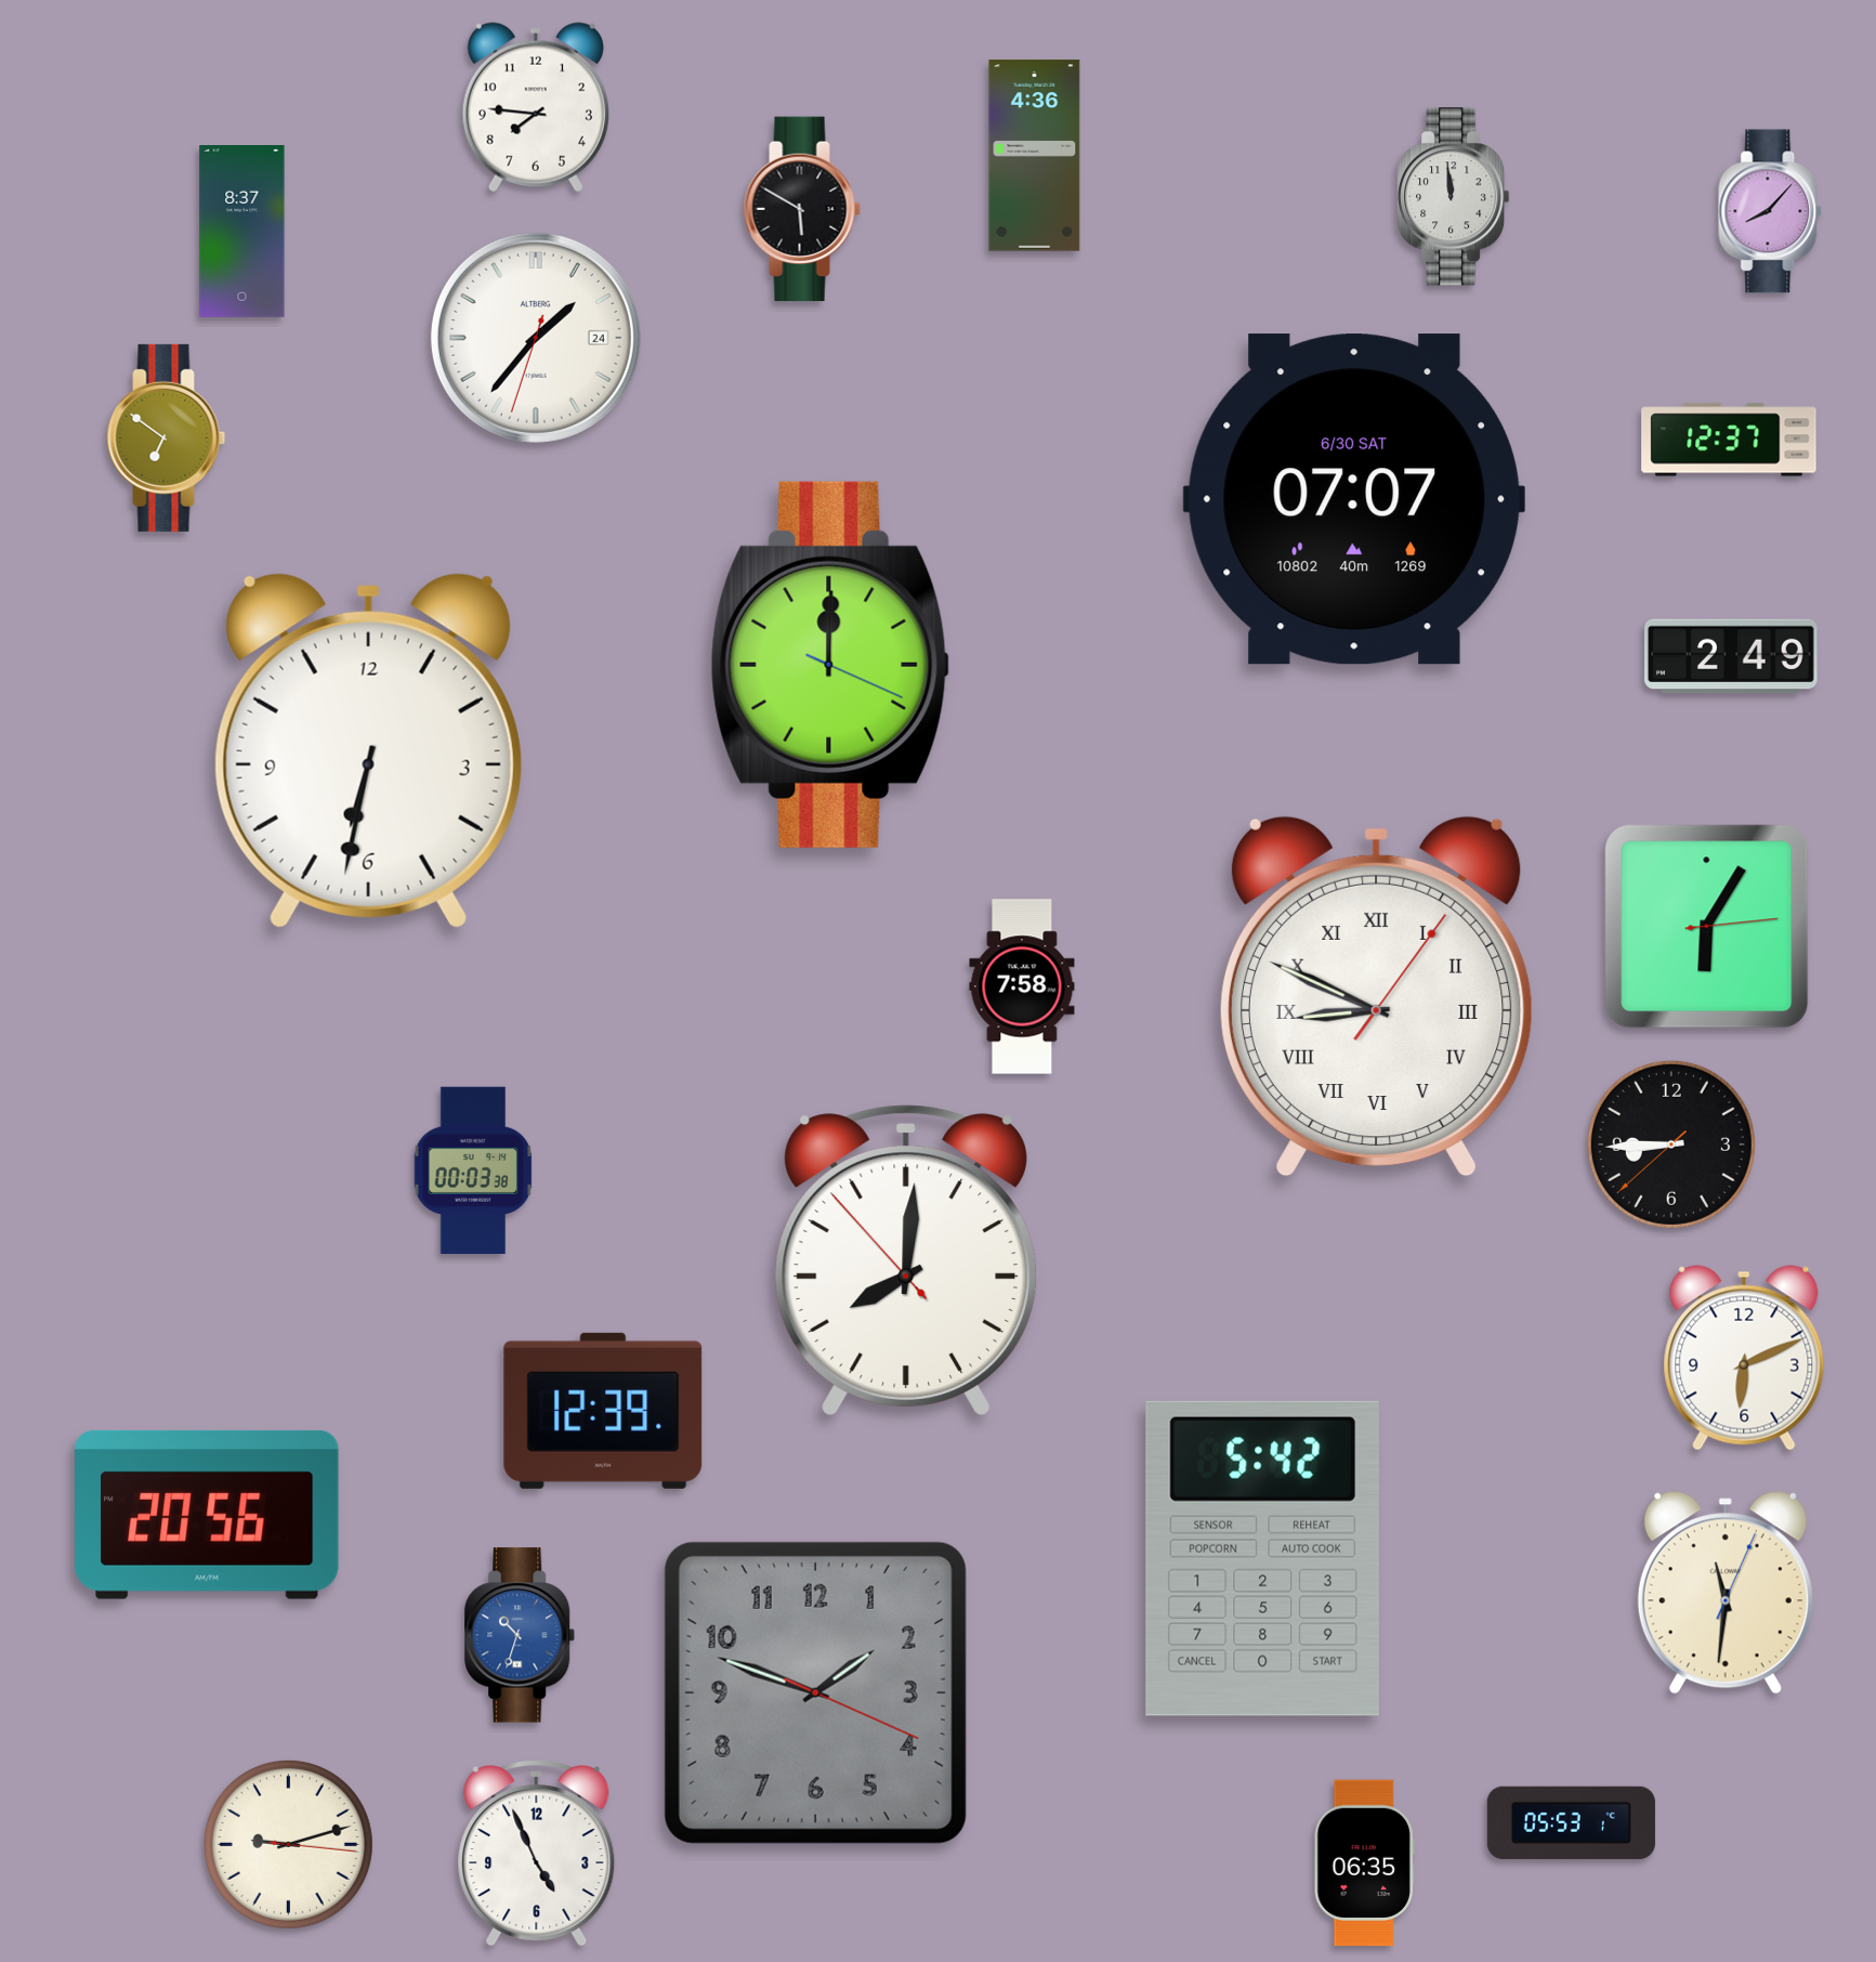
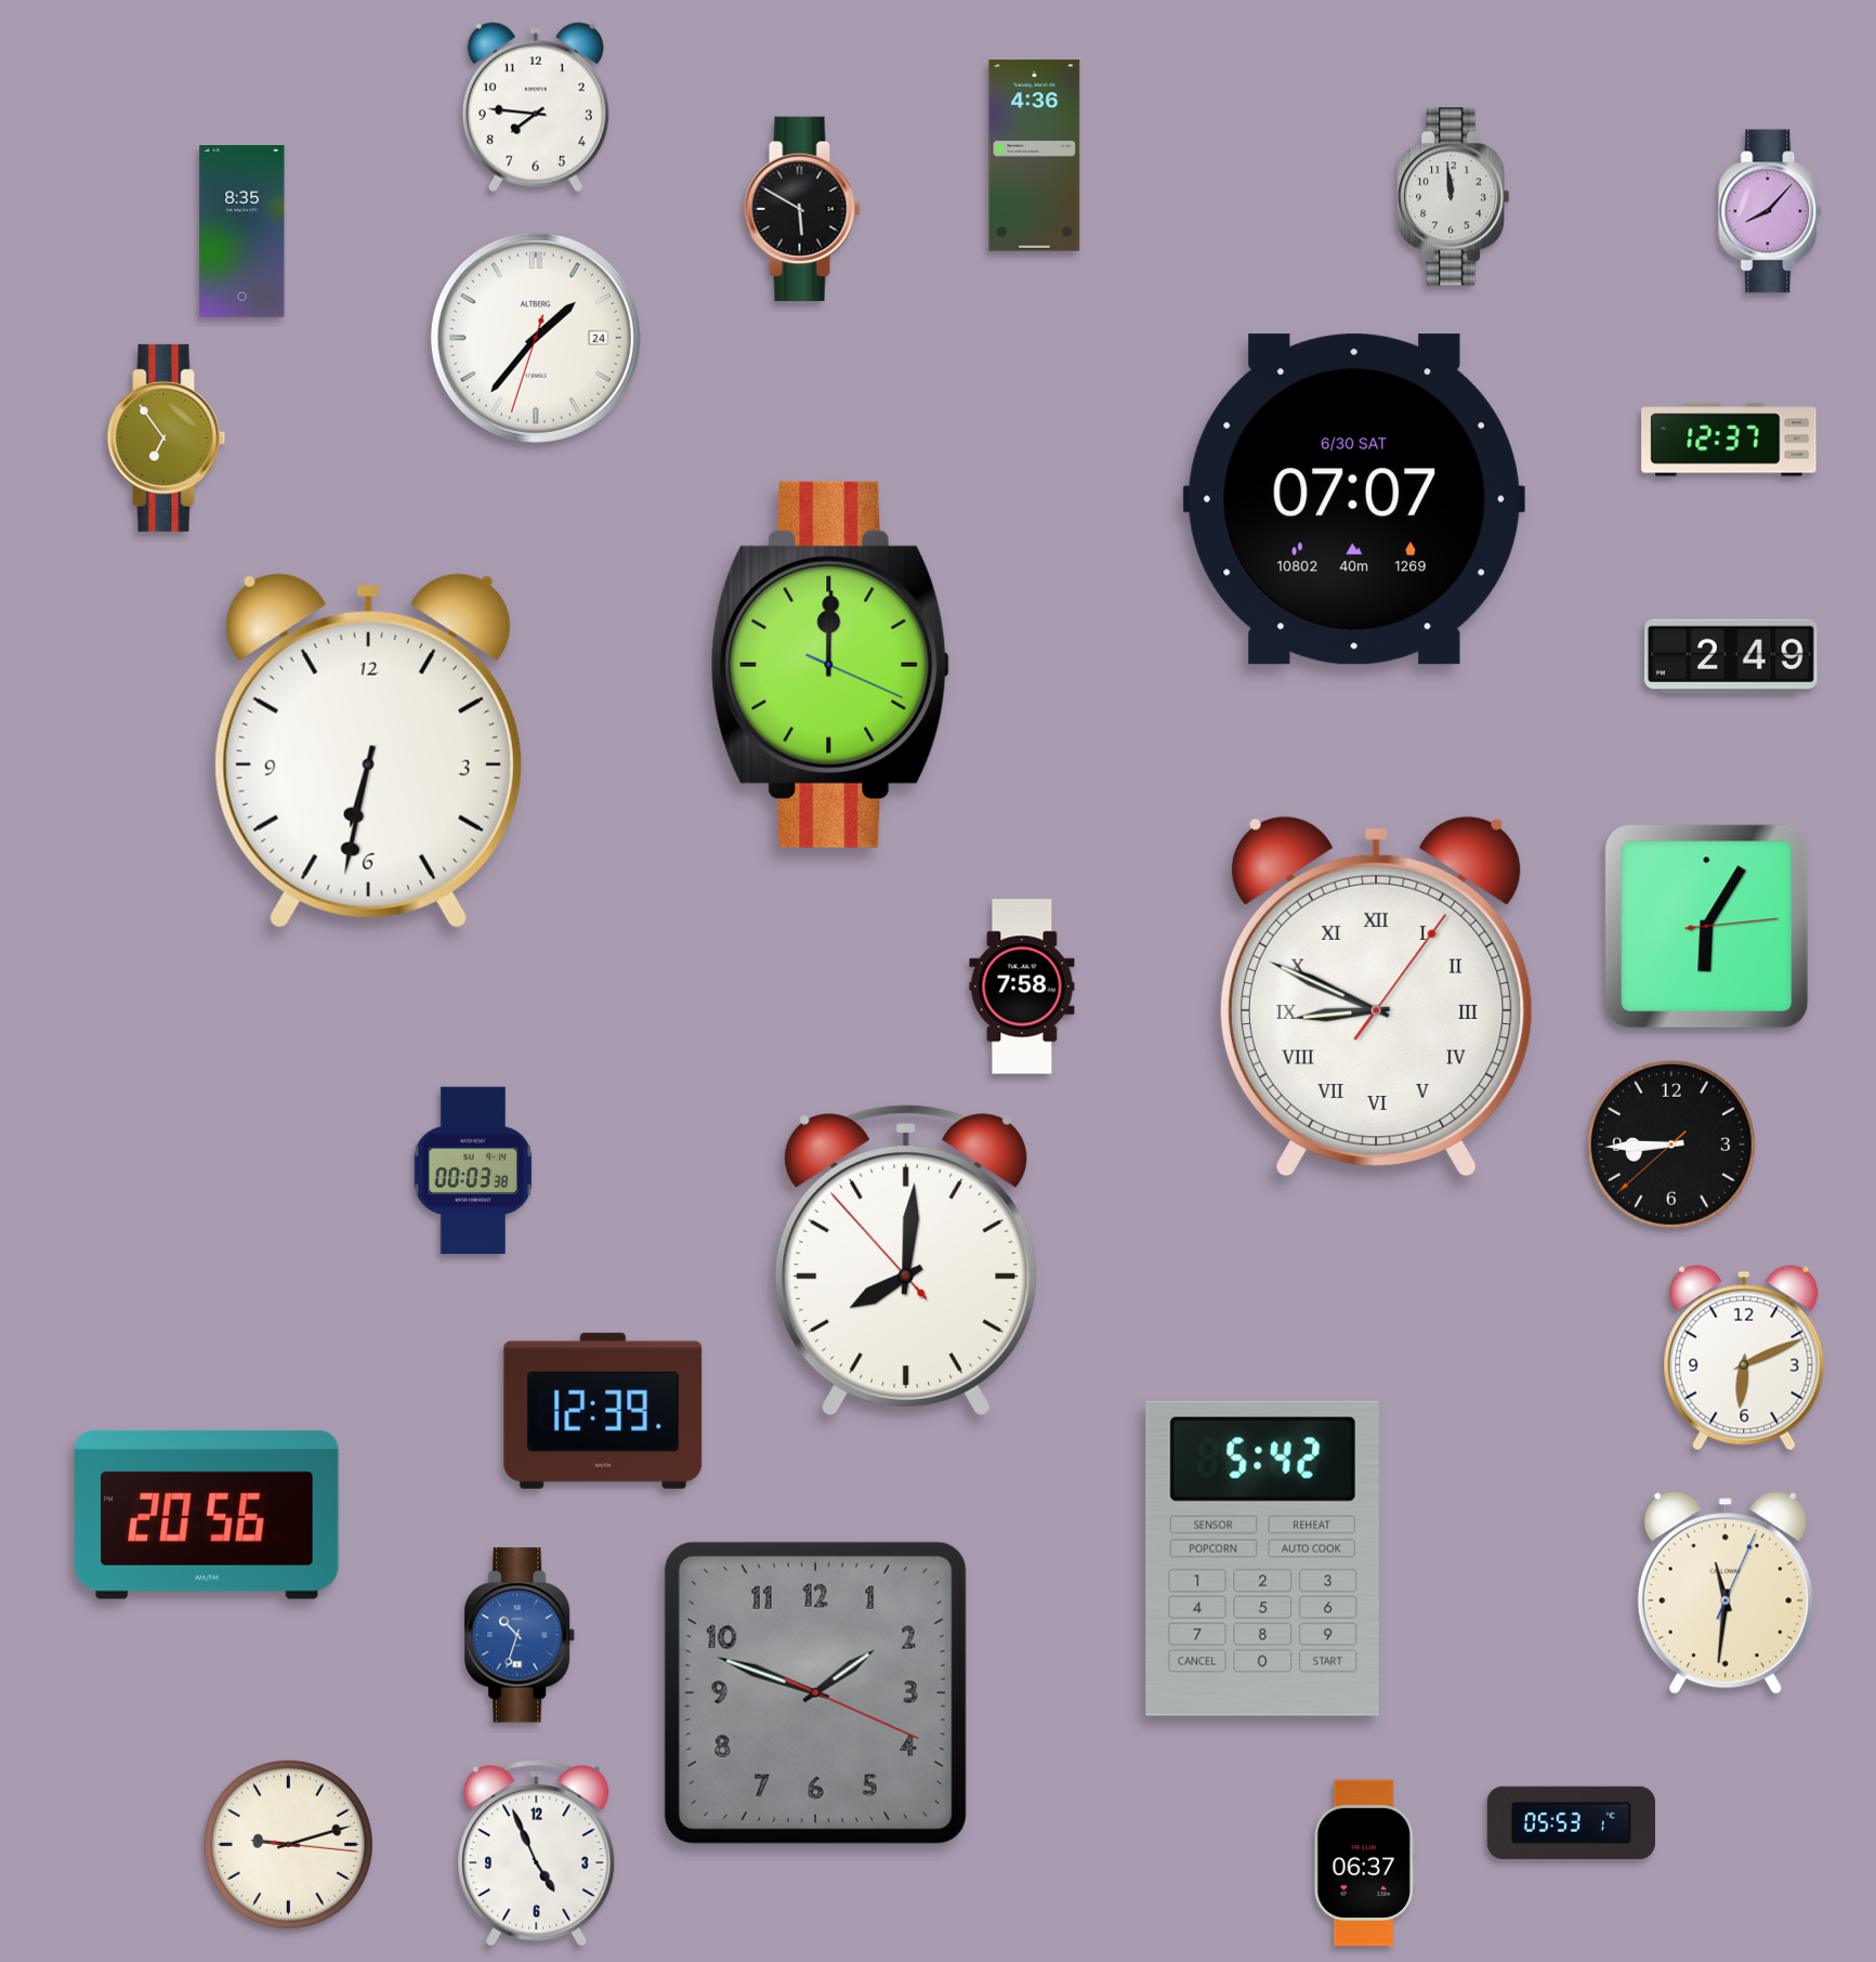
clock at (242, 232): 8:37 -> 8:35
clock at (167, 437): 6:51 -> 6:54
clock at (1364, 1863): 06:35 -> 06:37
